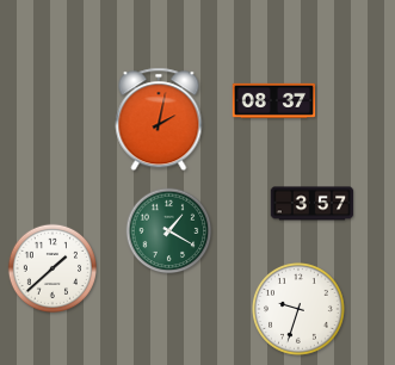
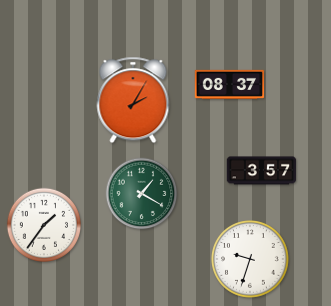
clock at (159, 119): 2:02 -> 2:05
clock at (51, 267): 1:38 -> 1:36
